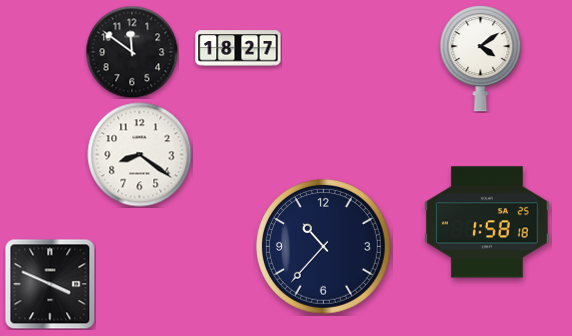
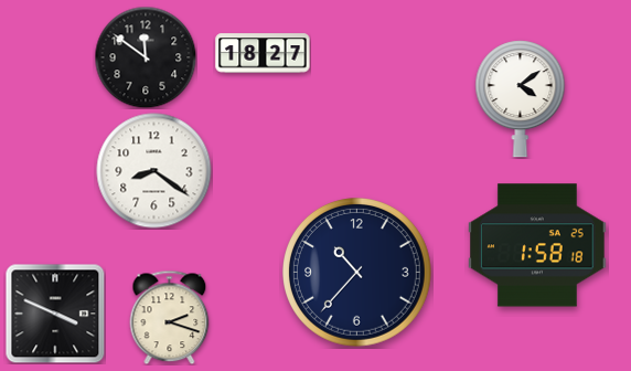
clock at (481, 59) position: (481, 59) -> (521, 99)
clock at (170, 317): none -> 2:18
